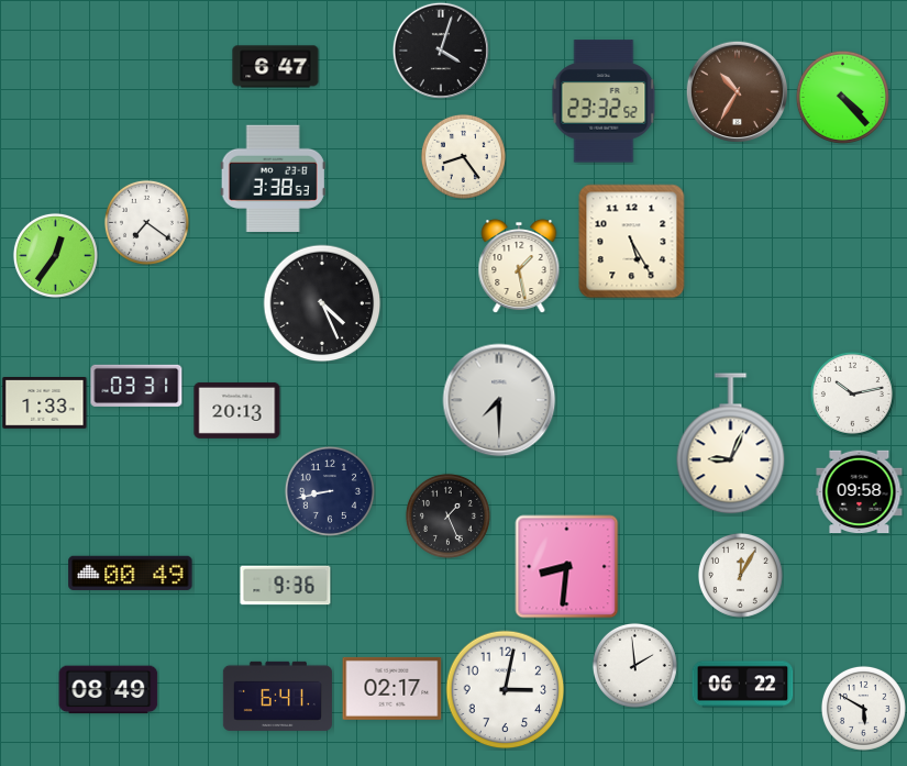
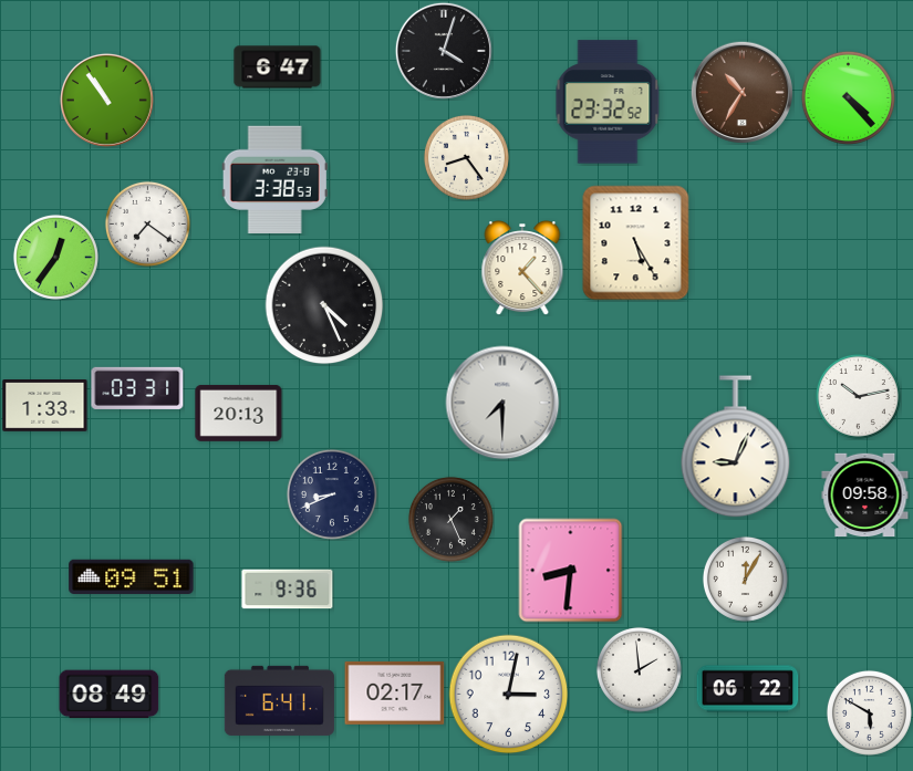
clock at (106, 100): none -> 10:54
clock at (519, 267): 1:28 -> 1:23
clock at (330, 491): 8:43 -> 8:41
clock at (131, 573): 00:49 -> 09:51
